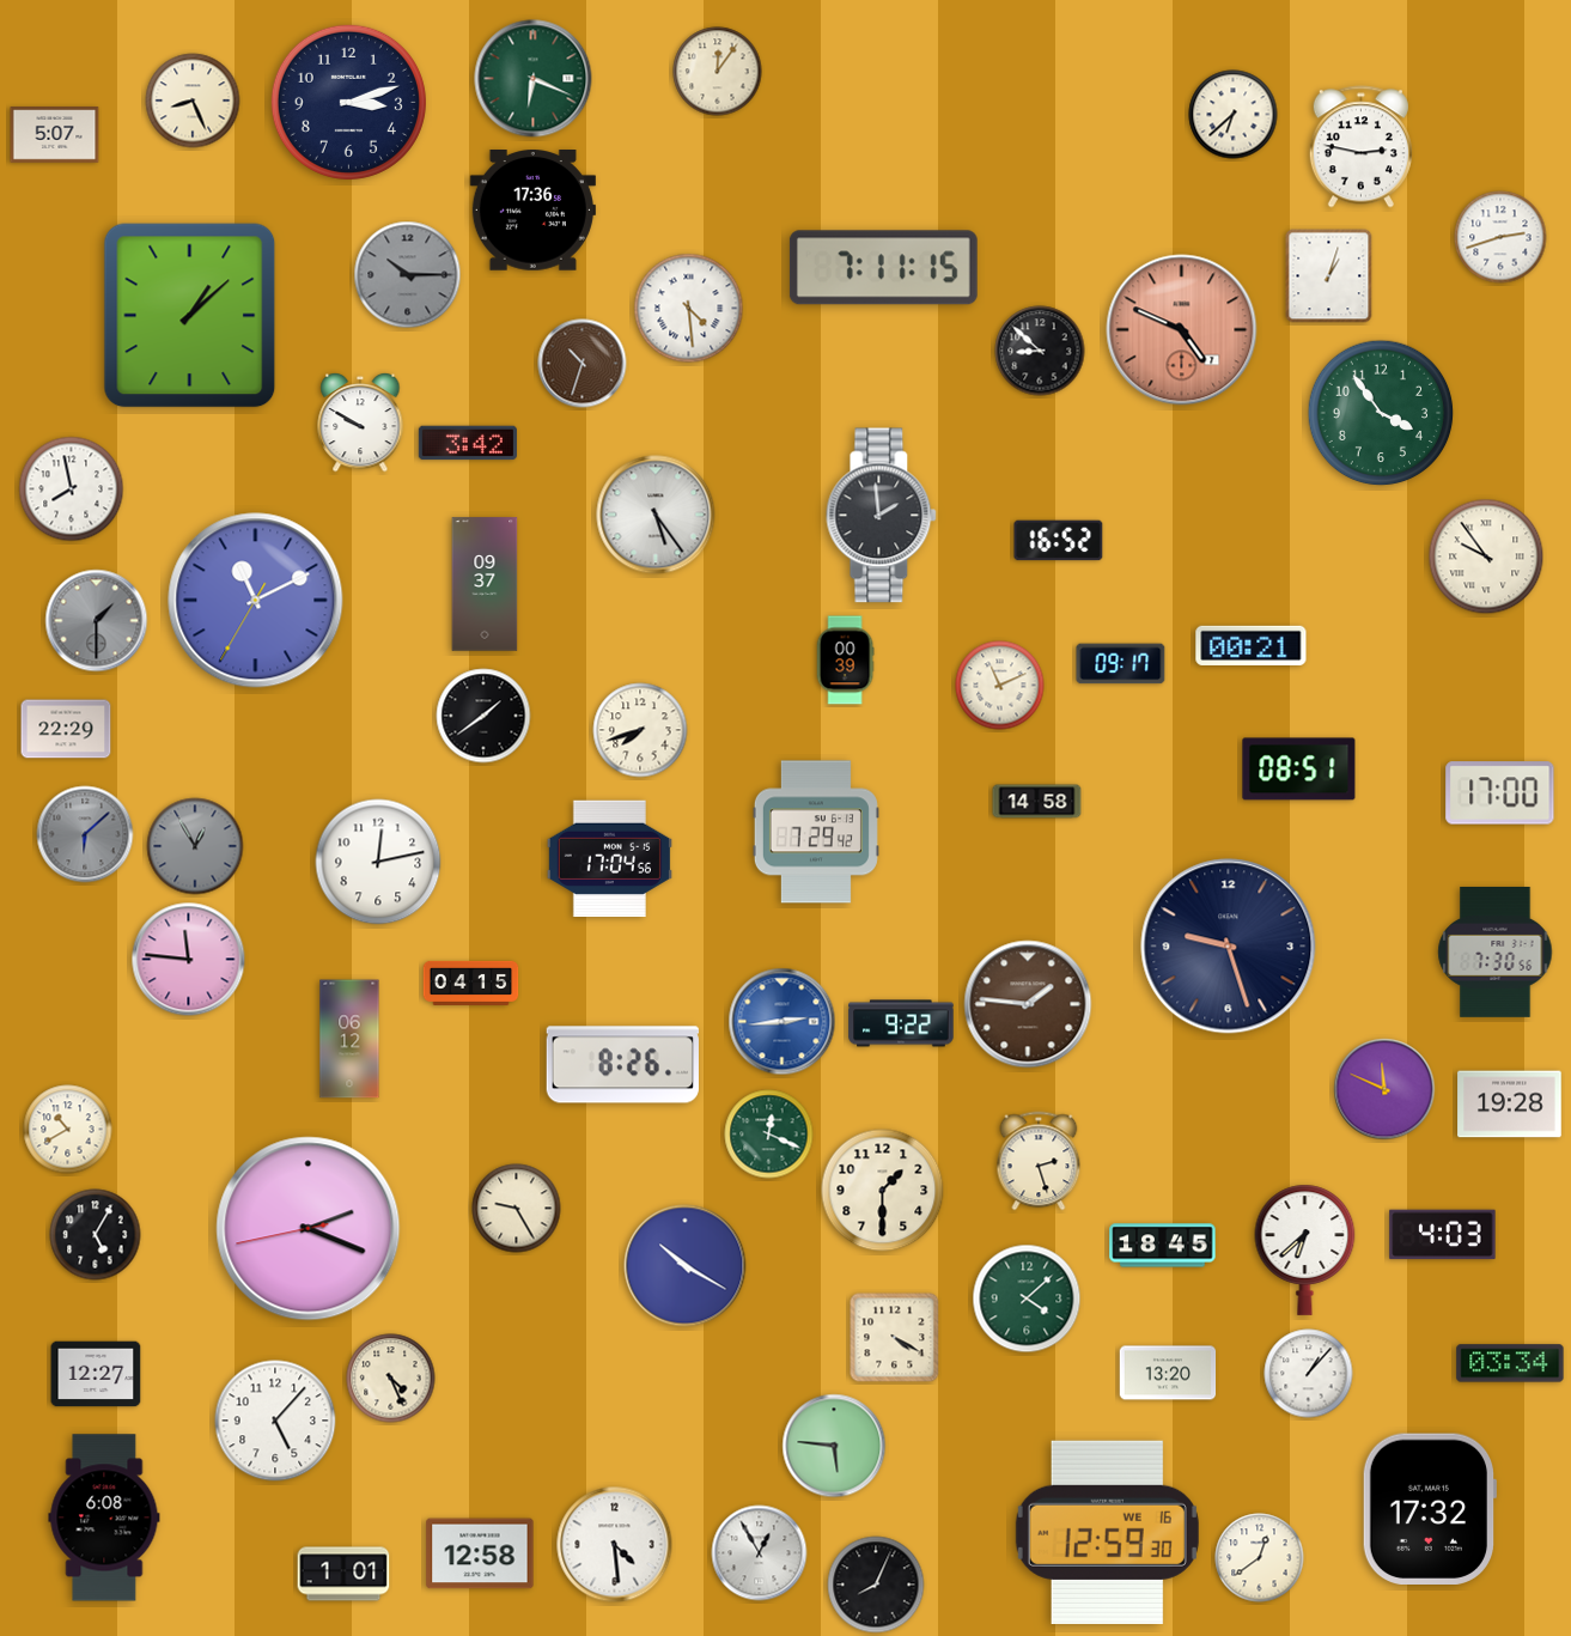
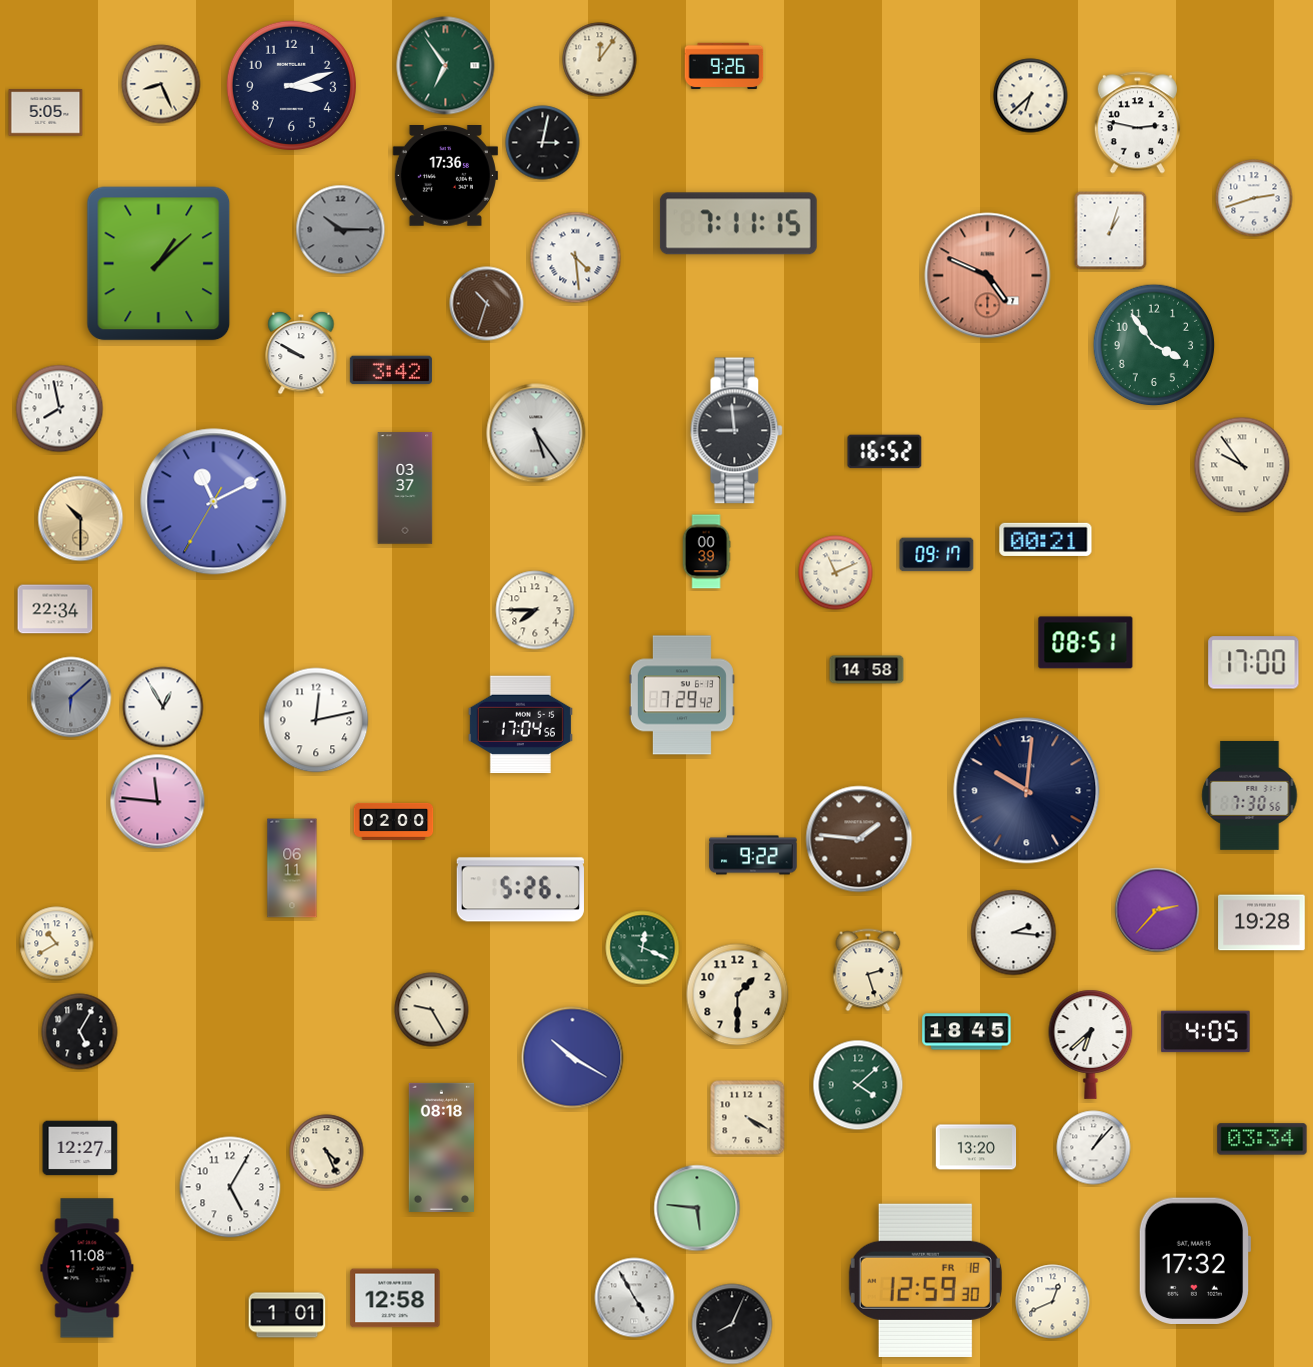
clock at (534, 79): 6:19 -> 6:54
clock at (724, 66): none -> 9:26
clock at (55, 135): 5:07 -> 5:05
clock at (543, 143): none -> 3:02
clock at (1040, 351): 8:52 -> none
clock at (656, 515) position: (656, 515) -> (536, 433)
clock at (882, 516): 1:59 -> 8:59
clock at (485, 584): 09:37 -> 03:37
clock at (97, 621): 1:30 -> 10:30
clock at (97, 621) dial: grey -> champagne
clock at (483, 716): 1:39 -> none
clock at (66, 729): 22:29 -> 22:34
clock at (640, 730): 7:42 -> 7:45
clock at (195, 846) dial: grey -> white
clock at (609, 859) position: (609, 859) -> (520, 725)
clock at (1229, 947): 9:27 -> 10:01
clock at (471, 983): 04:15 -> 02:00
clock at (783, 1022): 2:44 -> none
clock at (349, 1039): 06:12 -> 06:11
clock at (622, 1065): 8:26 -> 5:26
clock at (1384, 1089): 11:49 -> 2:37
clock at (1014, 933): none -> 2:16
clock at (309, 1229): 2:18 -> none
clock at (1443, 1235): 4:03 -> 4:05
clock at (1163, 1246) position: (1163, 1246) -> (967, 1032)
clock at (441, 1147): none -> 08:18
clock at (275, 1421): 5:07 -> 5:05
clock at (104, 1518): 6:08 -> 11:08
clock at (1107, 1532) date: WE 16 -> FR 18
clock at (615, 1545): 4:29 -> none
clock at (480, 1553) position: (480, 1553) -> (395, 1298)
clock at (760, 1553): 12:55 -> 4:55
clock at (1260, 1558): 12:39 -> 12:41
